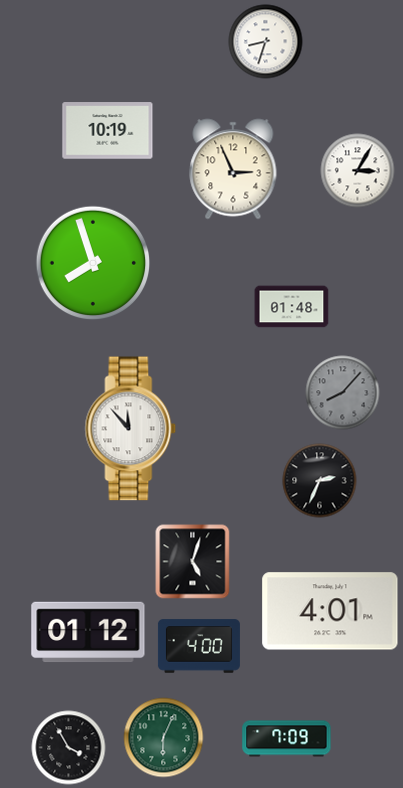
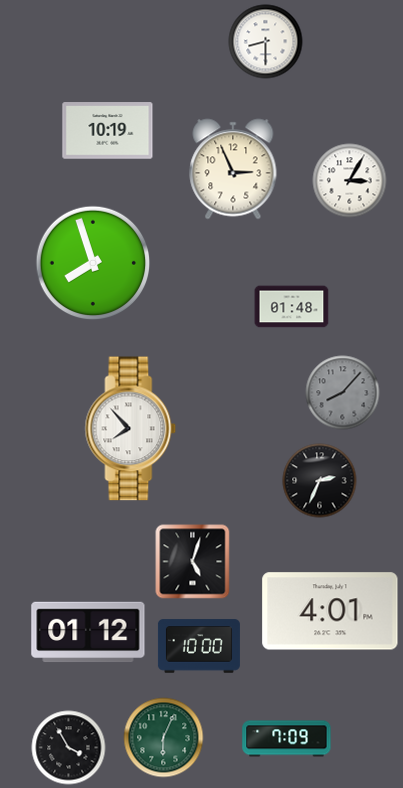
clock at (266, 42): 8:33 -> 8:30
clock at (358, 171) position: (358, 171) -> (350, 181)
clock at (131, 429): 11:53 -> 7:53
clock at (199, 646): 4:00 -> 10:00
